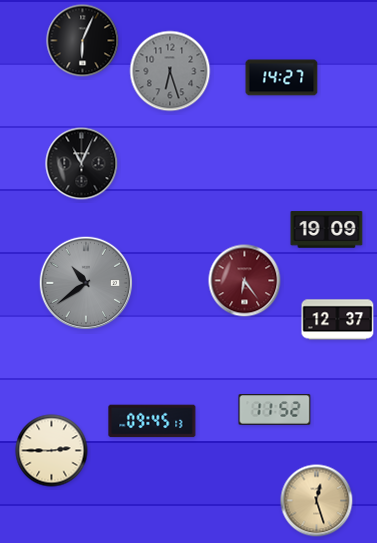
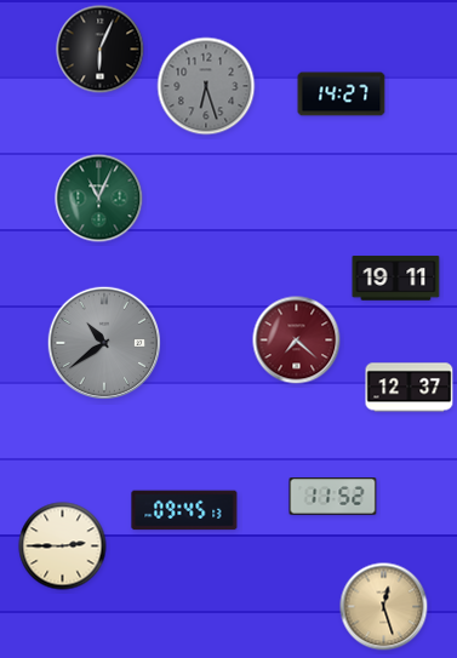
clock at (82, 164) dial: black -> green
clock at (327, 230): 19:09 -> 19:11
clock at (245, 281): 6:24 -> 7:22
